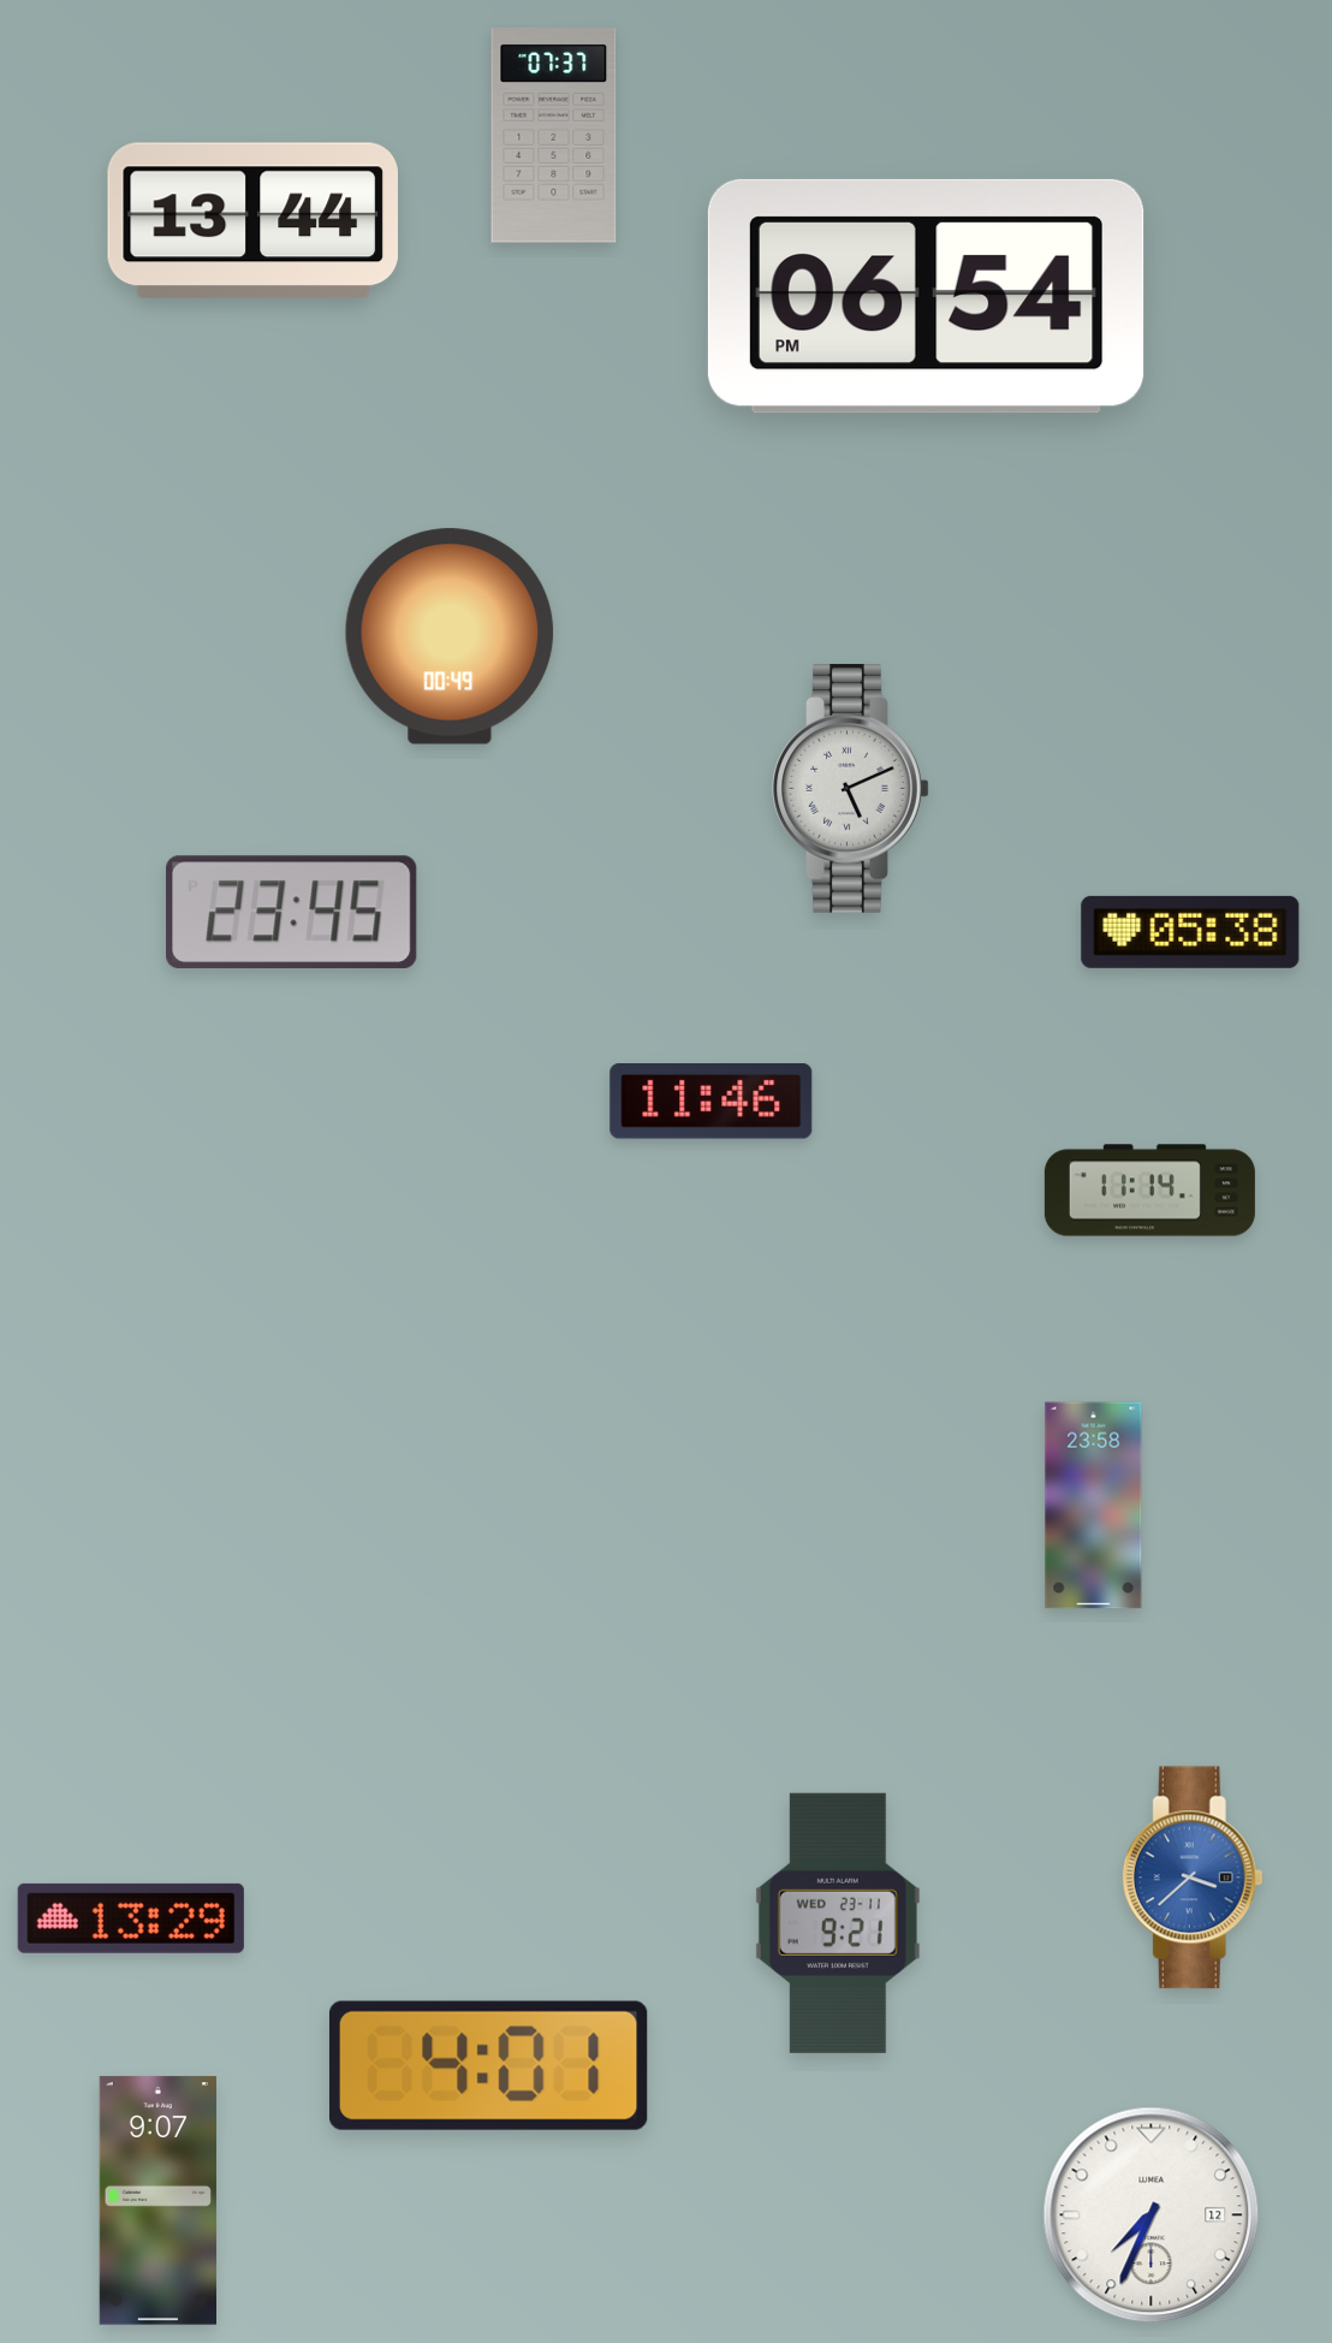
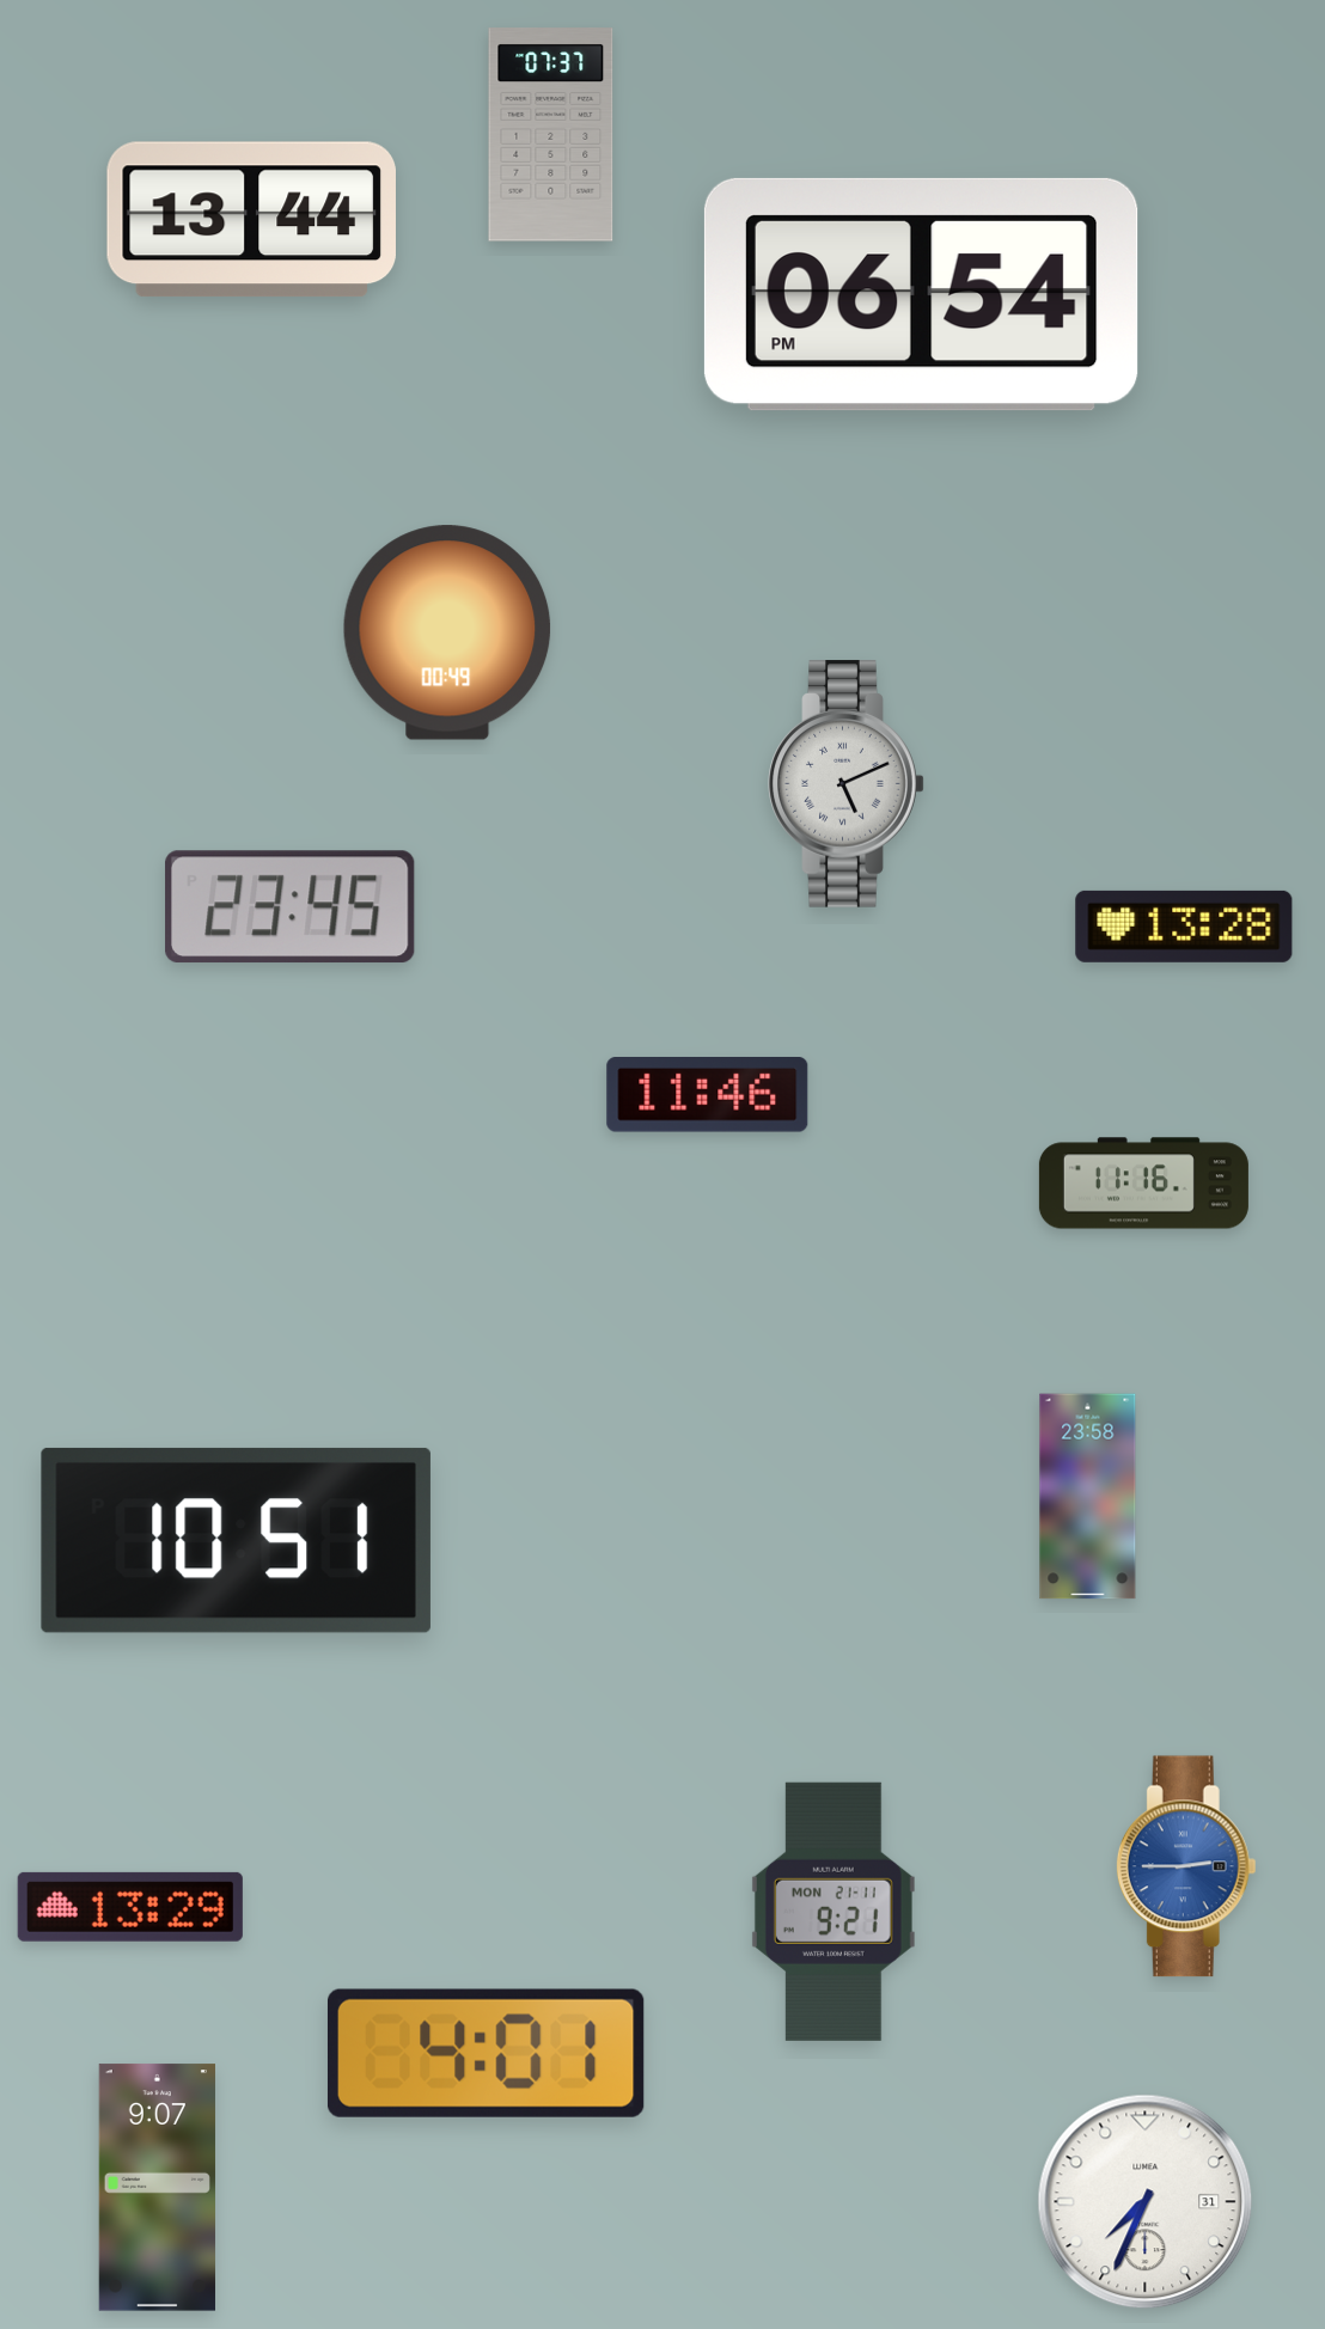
clock at (1190, 932): 05:38 -> 13:28
clock at (1149, 1191): 11:14 -> 11:16
clock at (236, 1540): none -> 10:51
clock at (1193, 1878): 3:38 -> 2:45
clock at (838, 1923) date: WED 23-11 -> MON 21-11
clock at (1152, 2216) date: 12 -> 31
